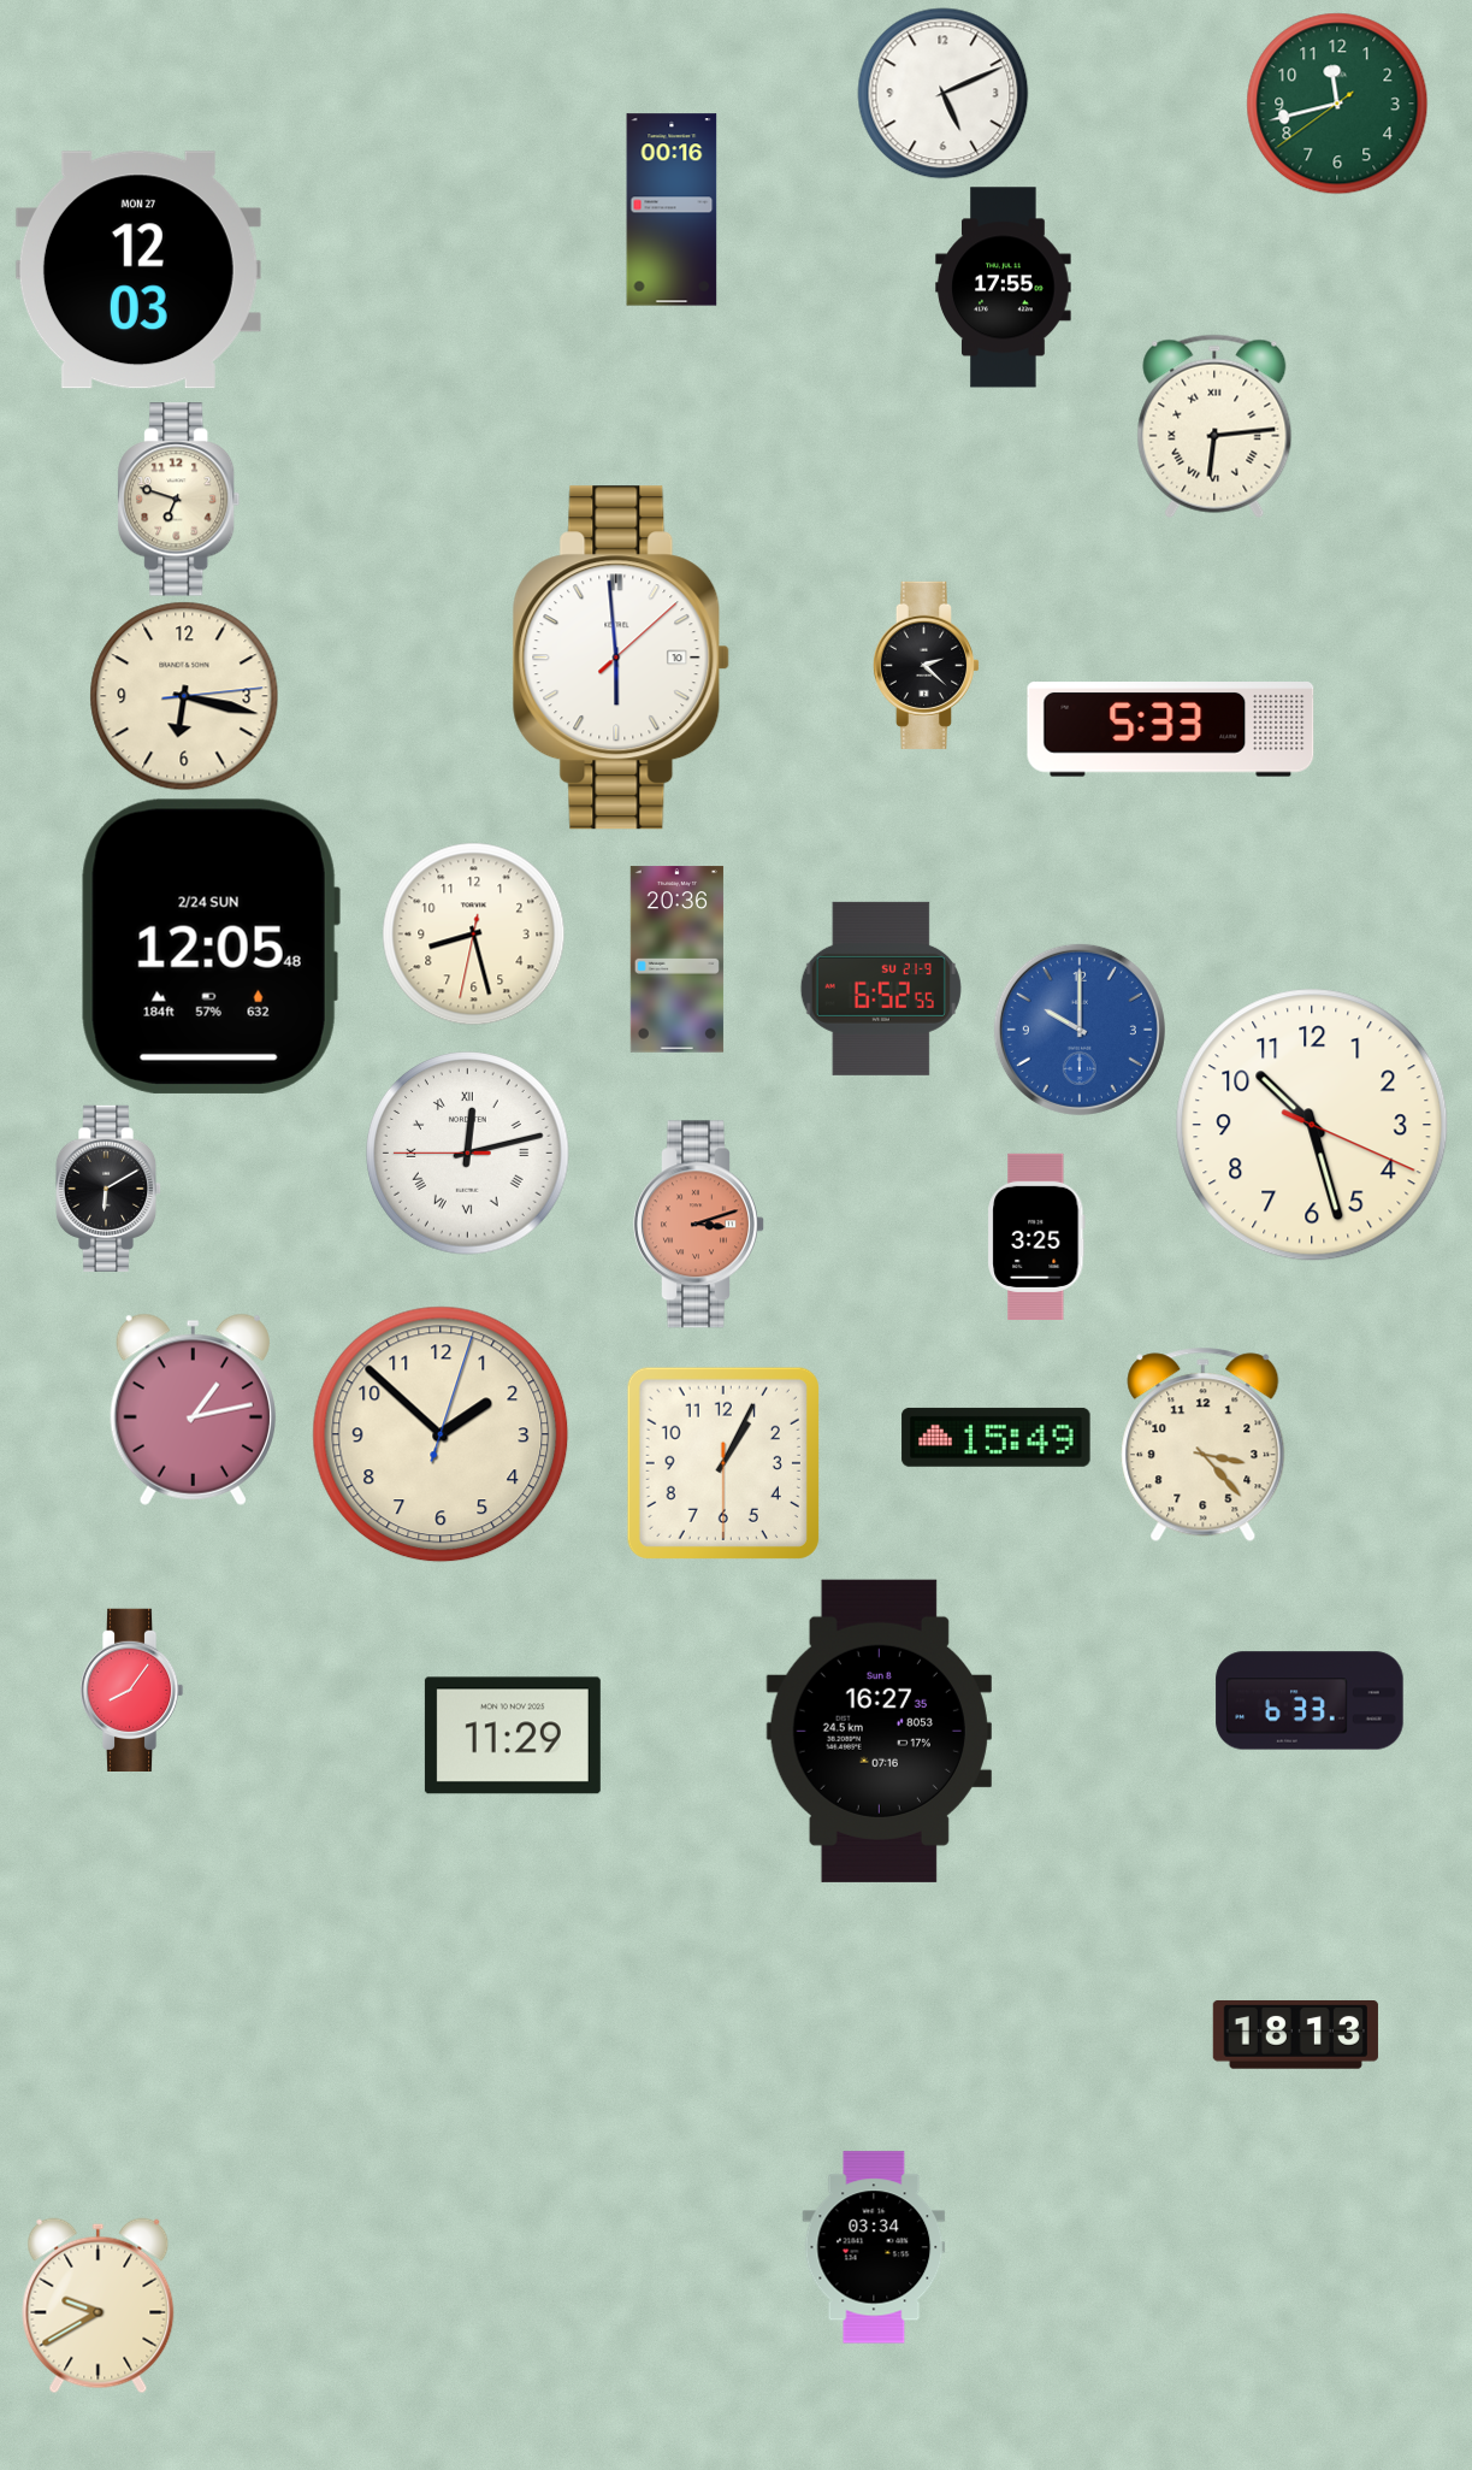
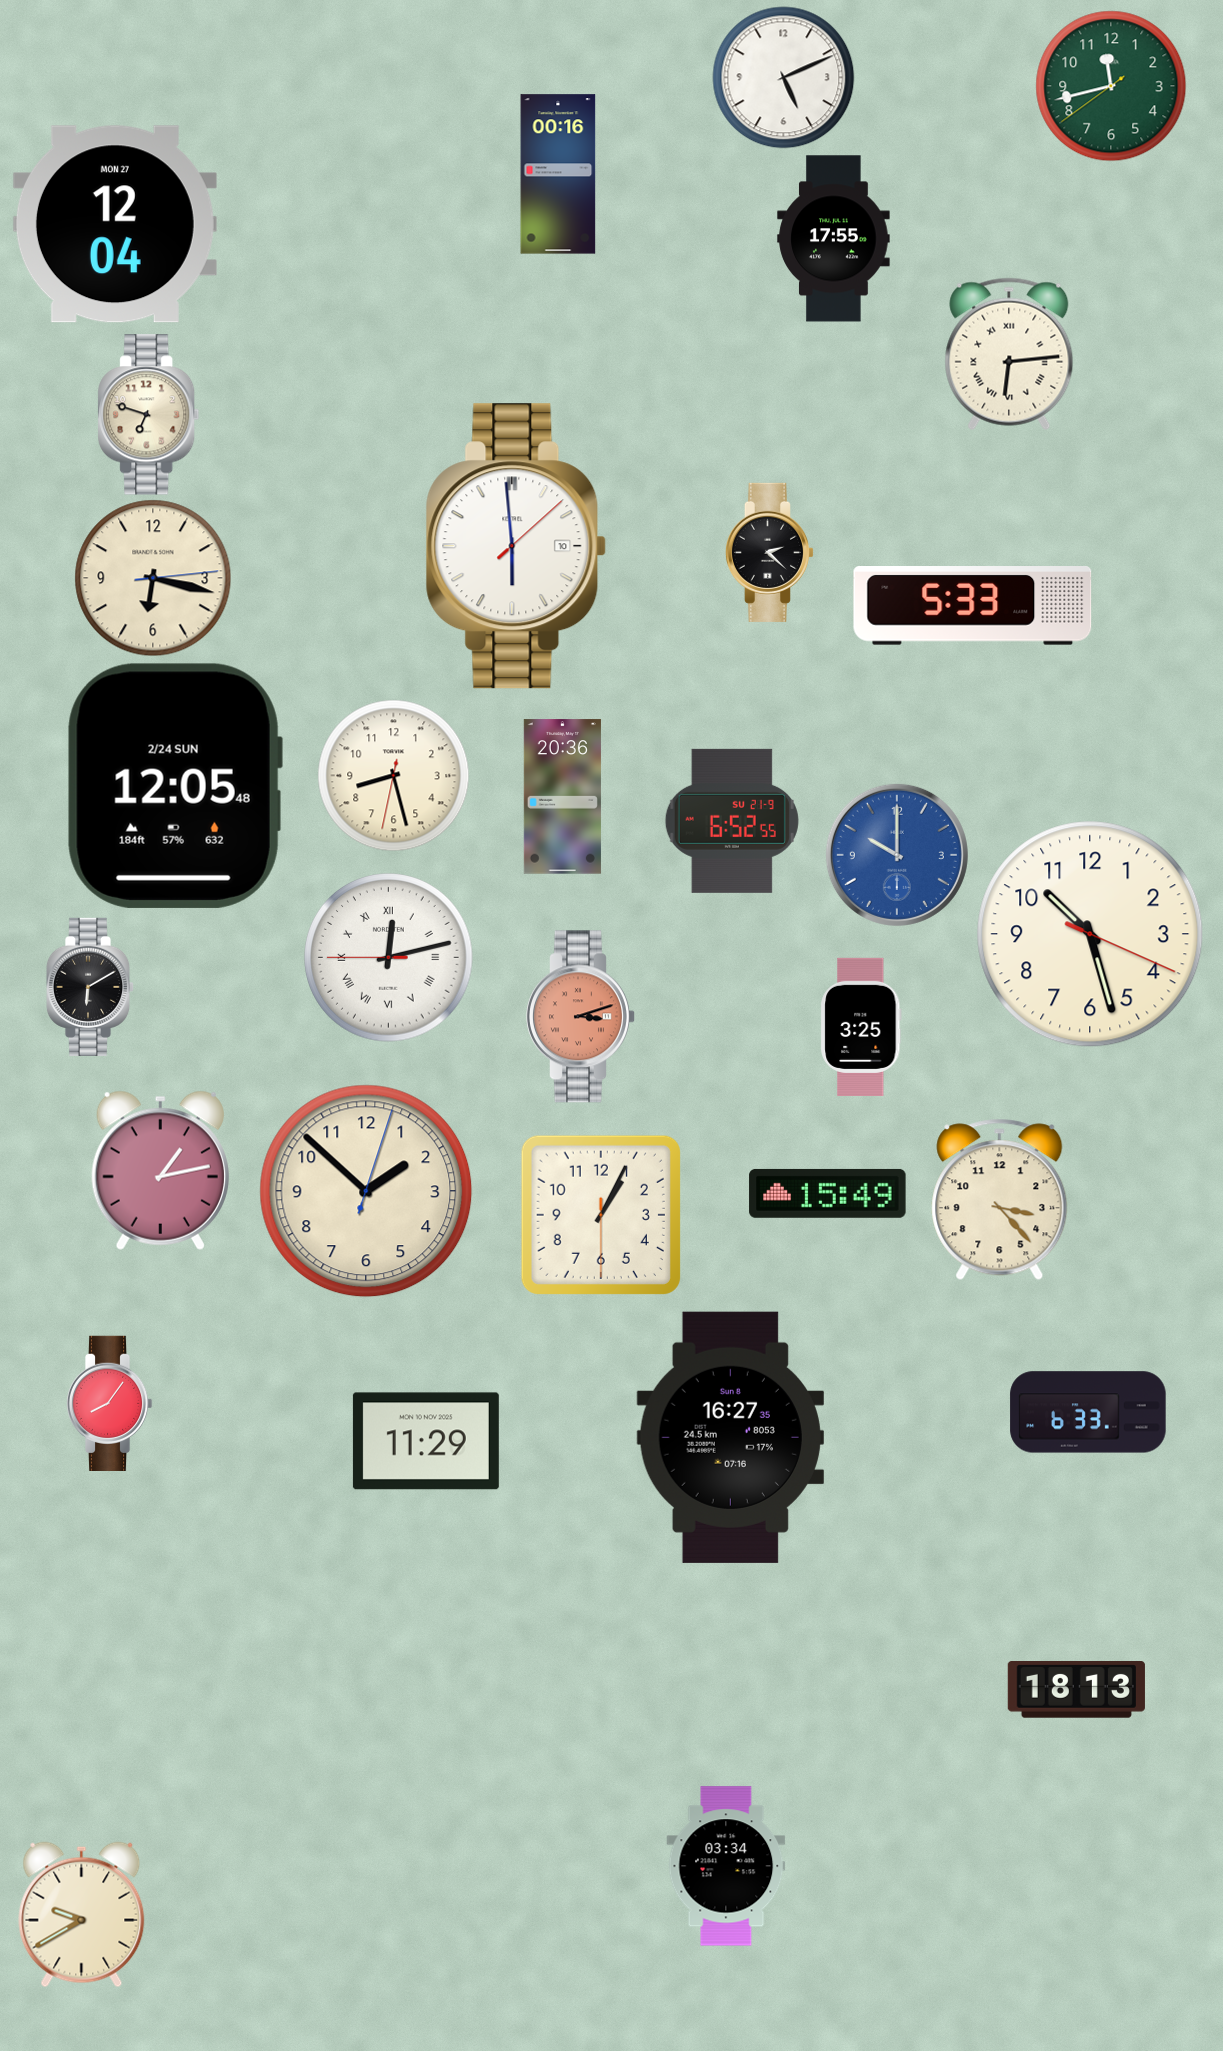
clock at (138, 270): 12:03 -> 12:04
